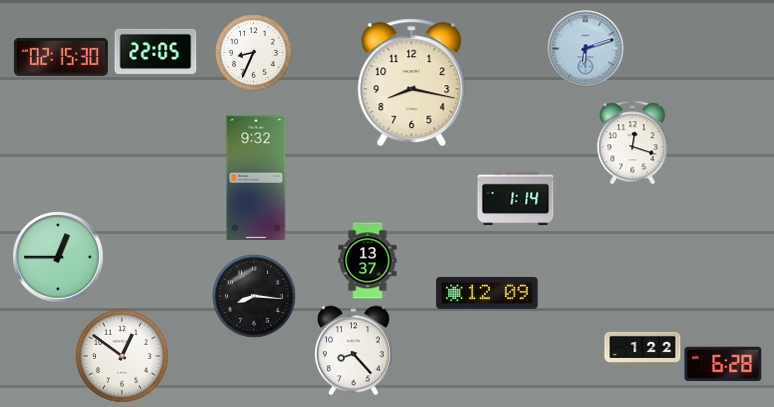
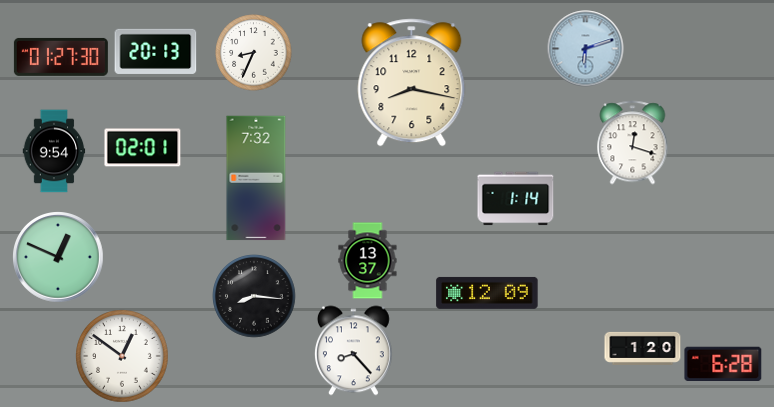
clock at (156, 51): 22:05 -> 20:13
clock at (61, 57): 02:15 -> 01:27
clock at (143, 148): none -> 02:01
clock at (54, 151): none -> 9:54
clock at (256, 178): 9:32 -> 7:32
clock at (59, 258): 12:45 -> 12:49
clock at (643, 348): 1:22 -> 1:20
